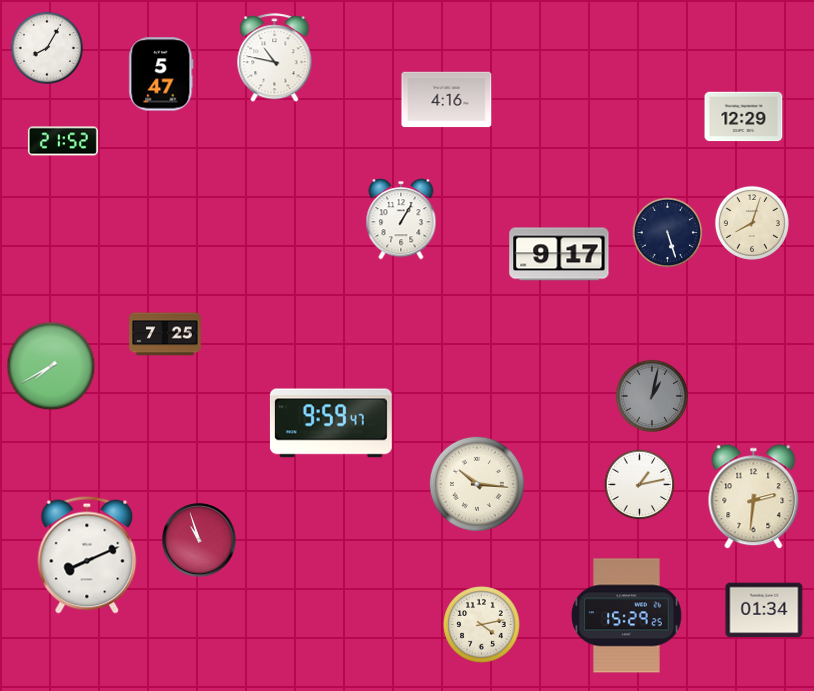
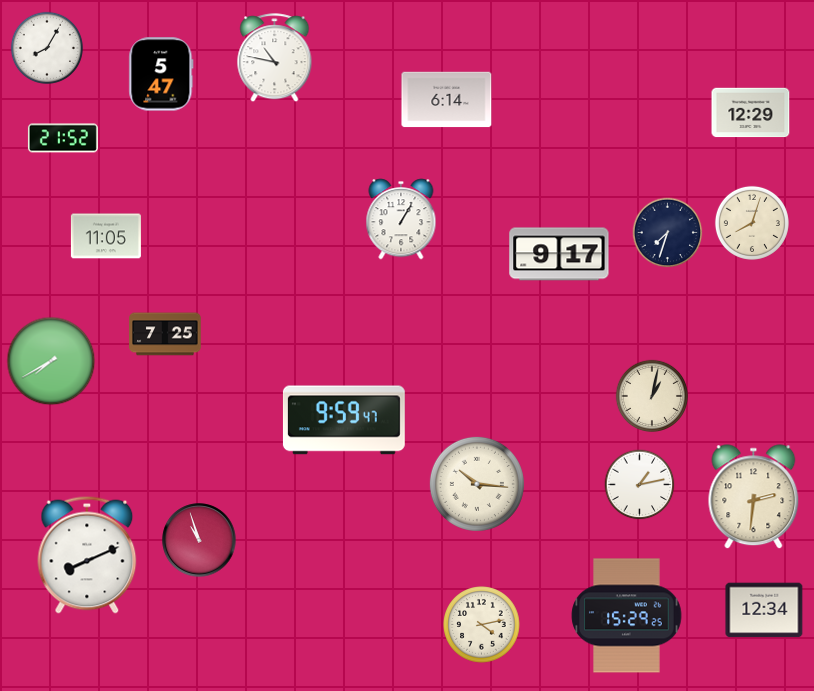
clock at (447, 100): 4:16 -> 6:14
clock at (744, 117) position: (744, 117) -> (751, 113)
clock at (63, 141) position: (63, 141) -> (63, 138)
clock at (668, 233): 5:27 -> 7:33
clock at (106, 236): none -> 11:05
clock at (51, 366) position: (51, 366) -> (51, 361)
clock at (651, 395) dial: grey -> cream
clock at (331, 423) position: (331, 423) -> (344, 420)
clock at (764, 610): 01:34 -> 12:34
